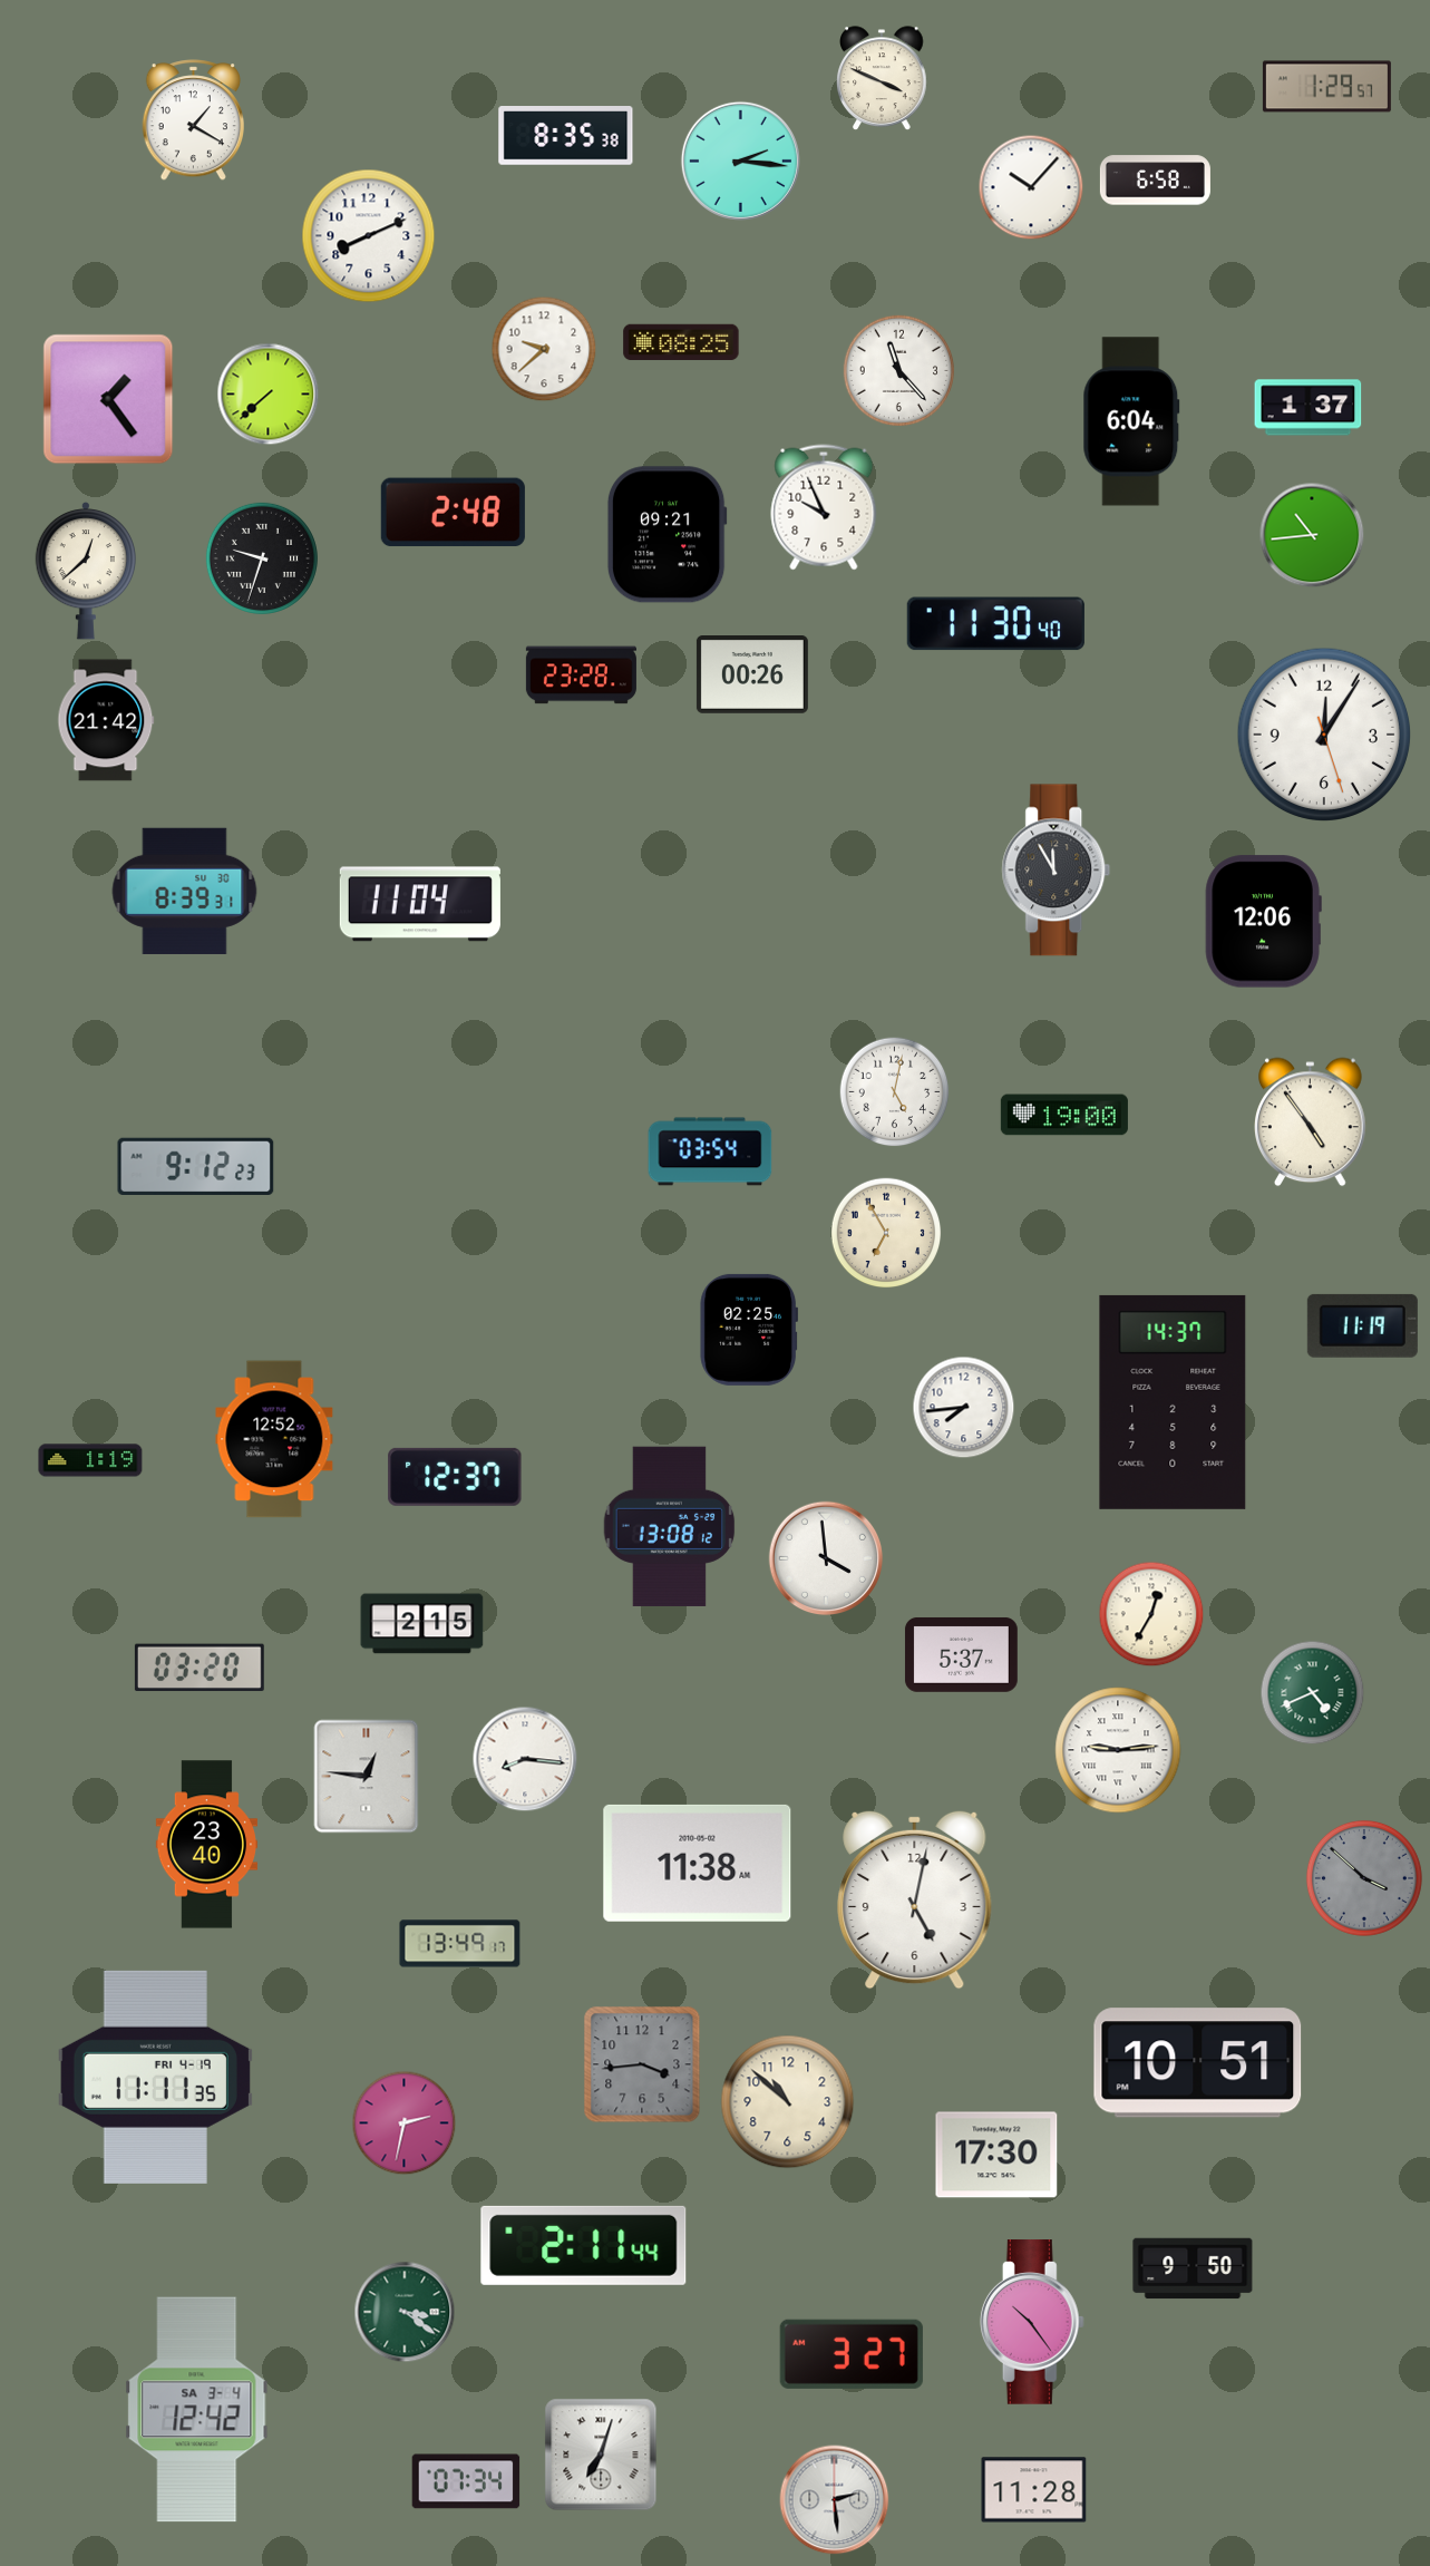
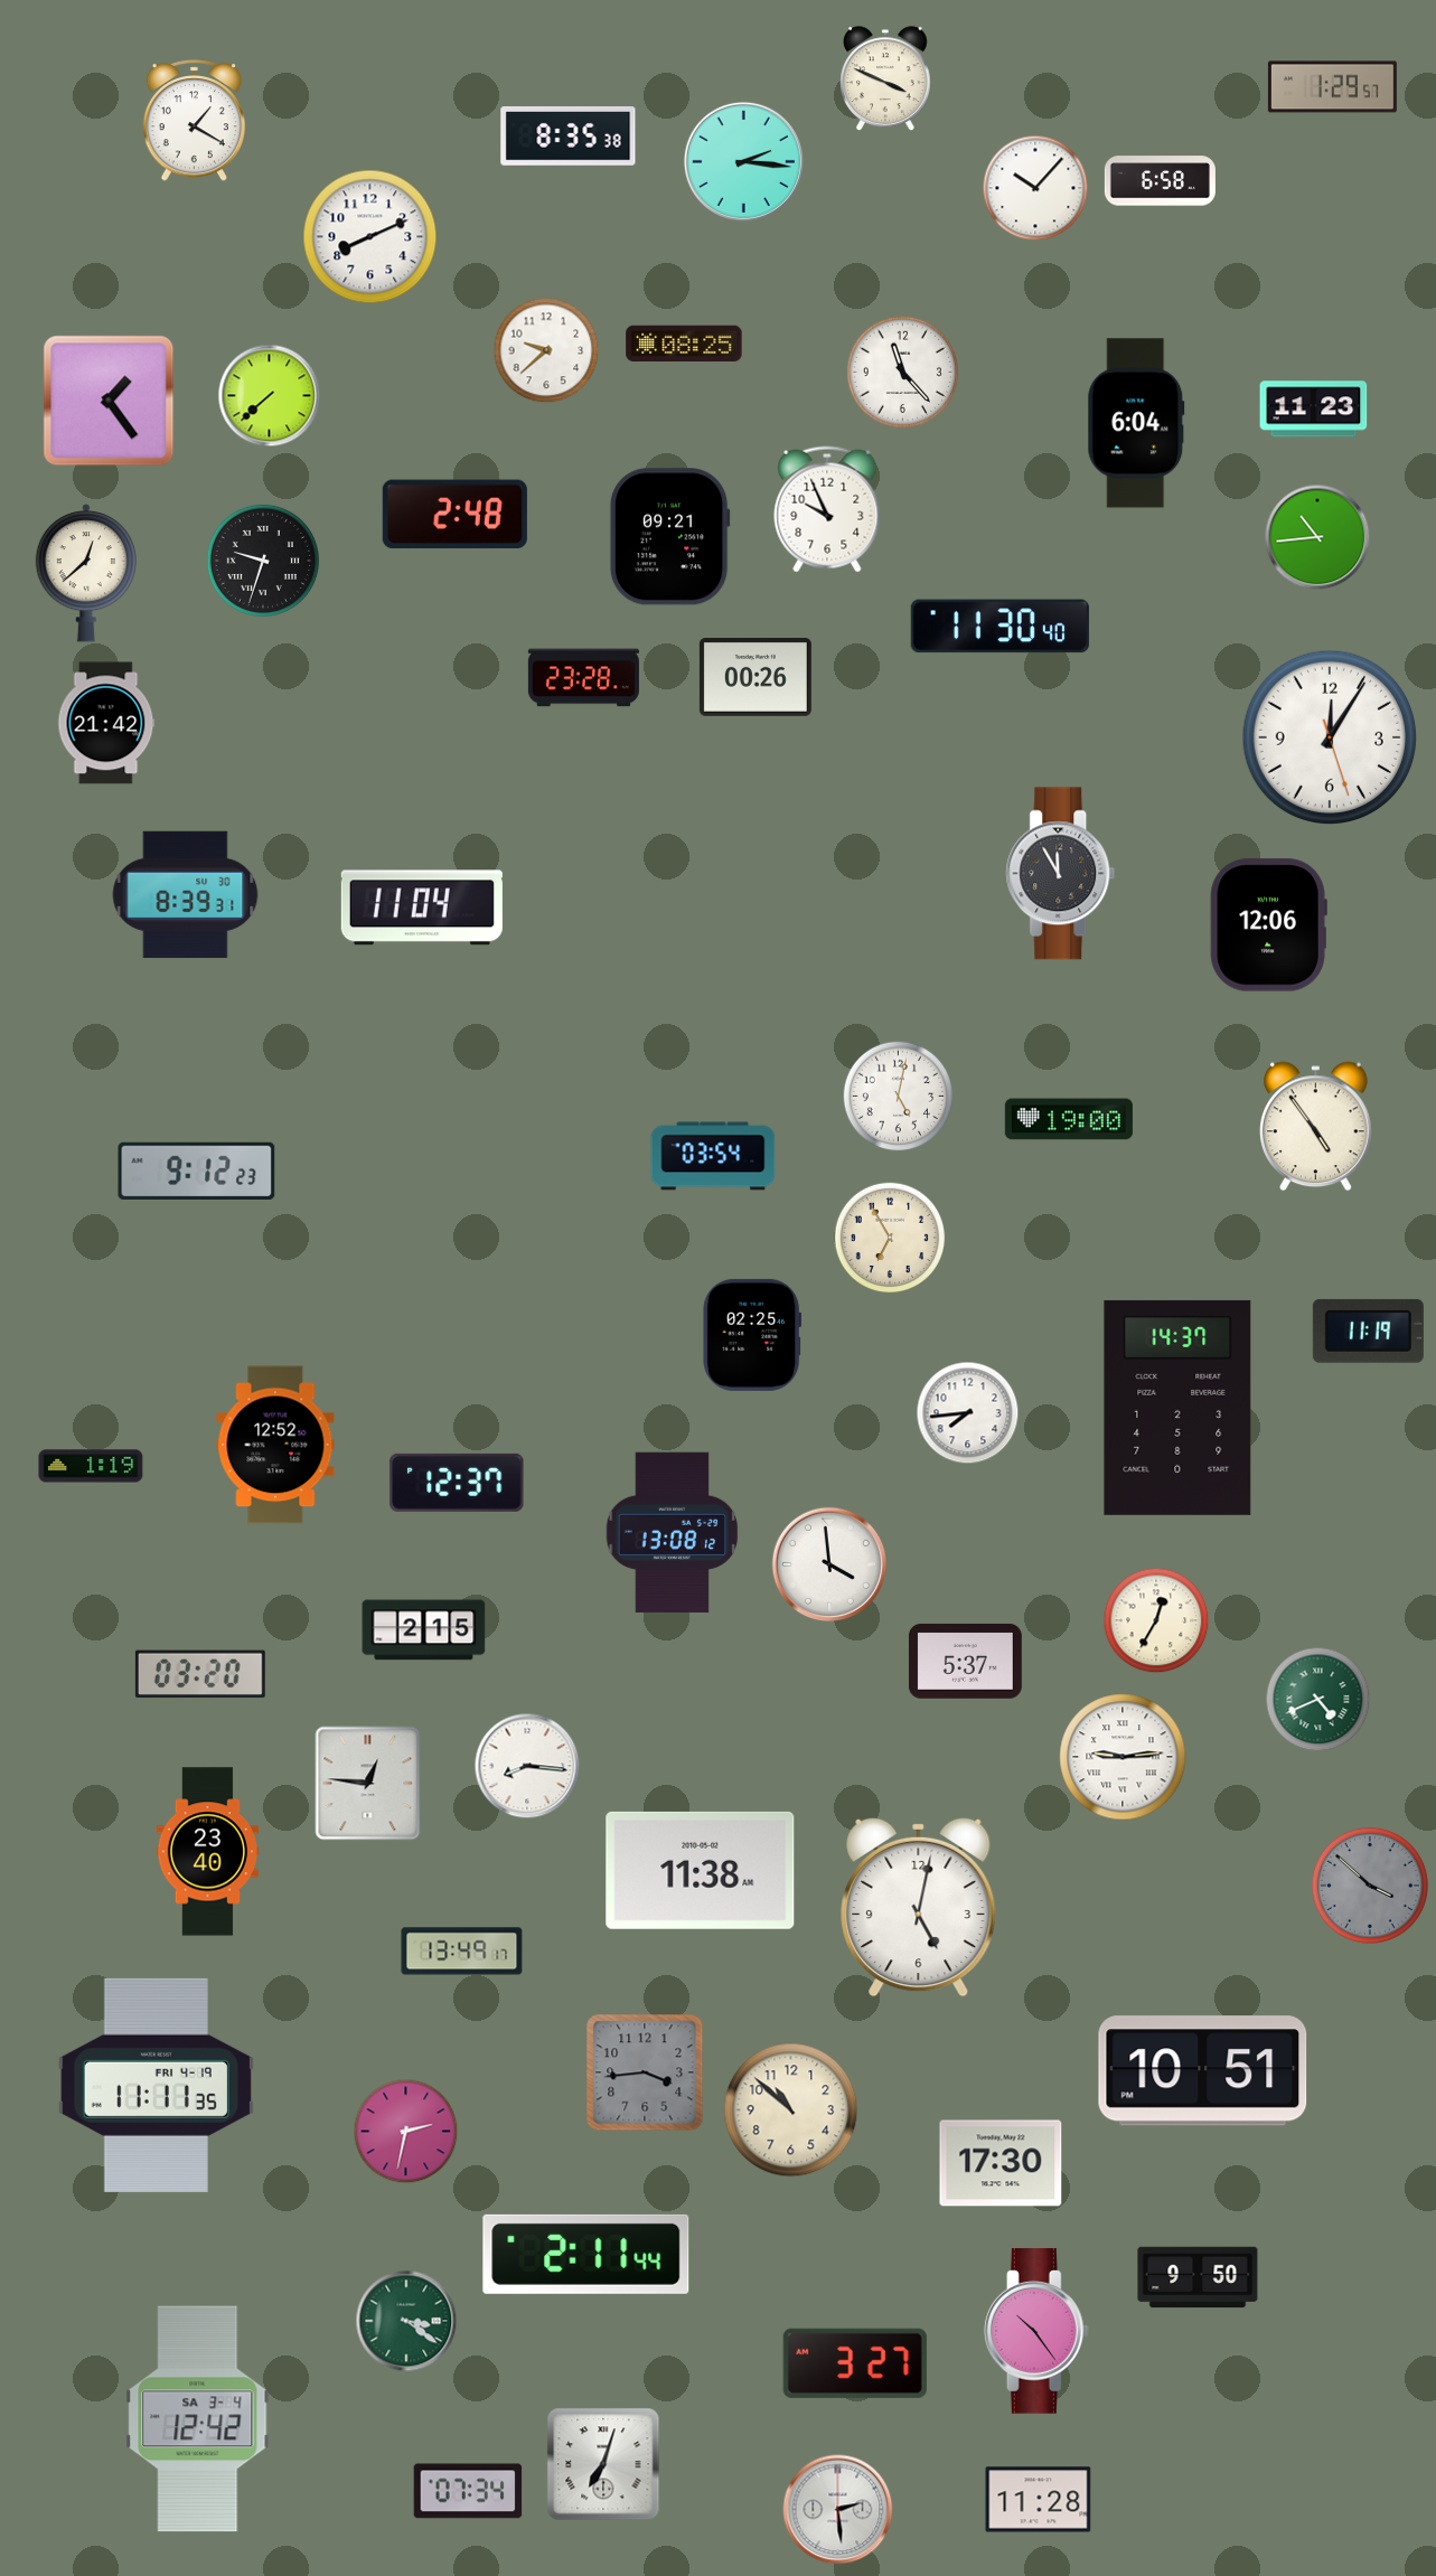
clock at (1309, 408): 1:37 -> 11:23
